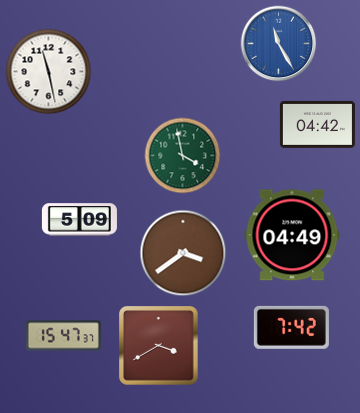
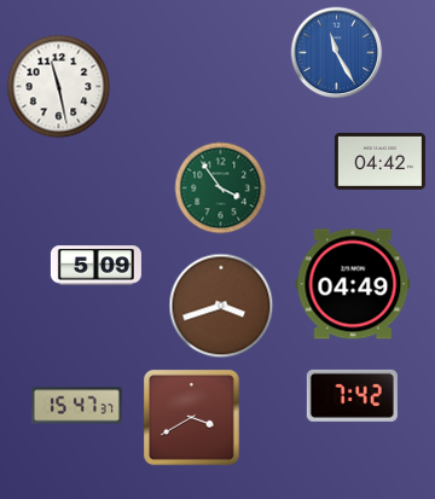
clock at (317, 124) position: (317, 124) -> (379, 161)
clock at (183, 156): 3:58 -> 3:54
clock at (183, 253): 3:39 -> 3:42
